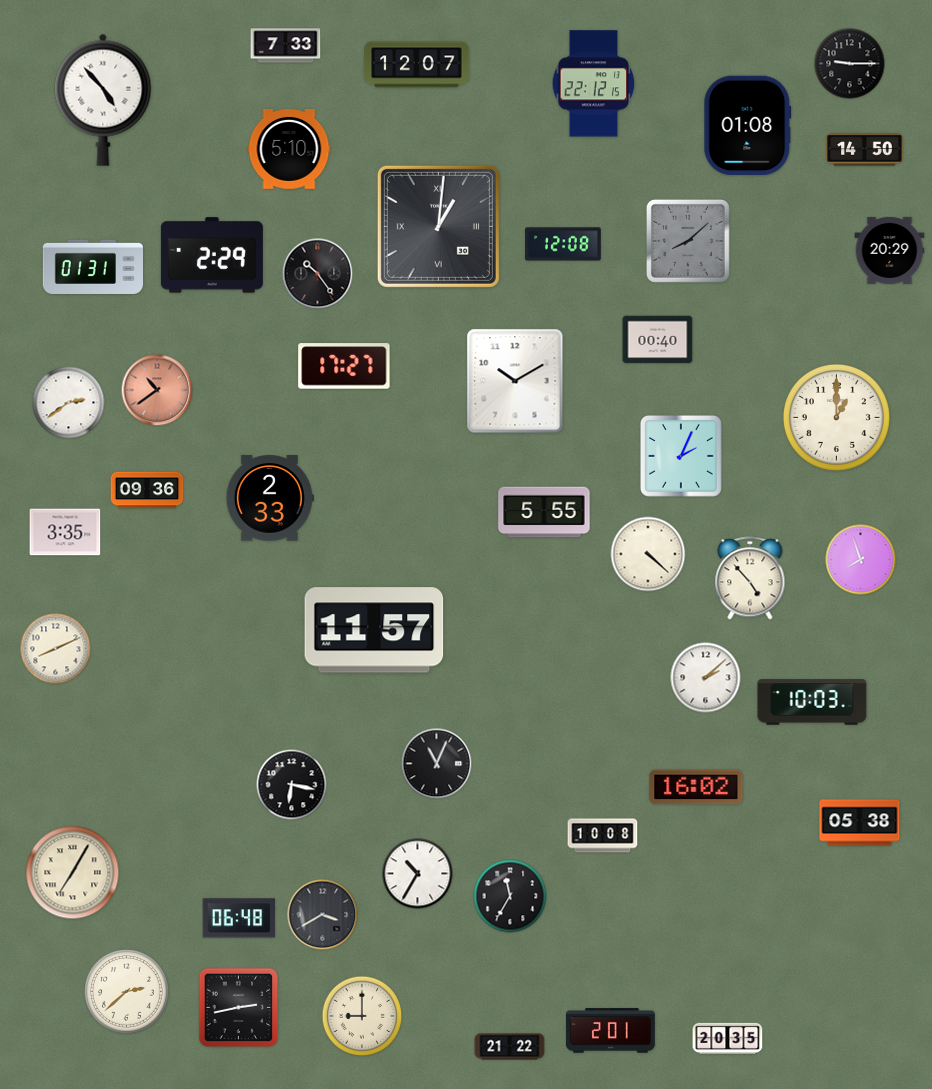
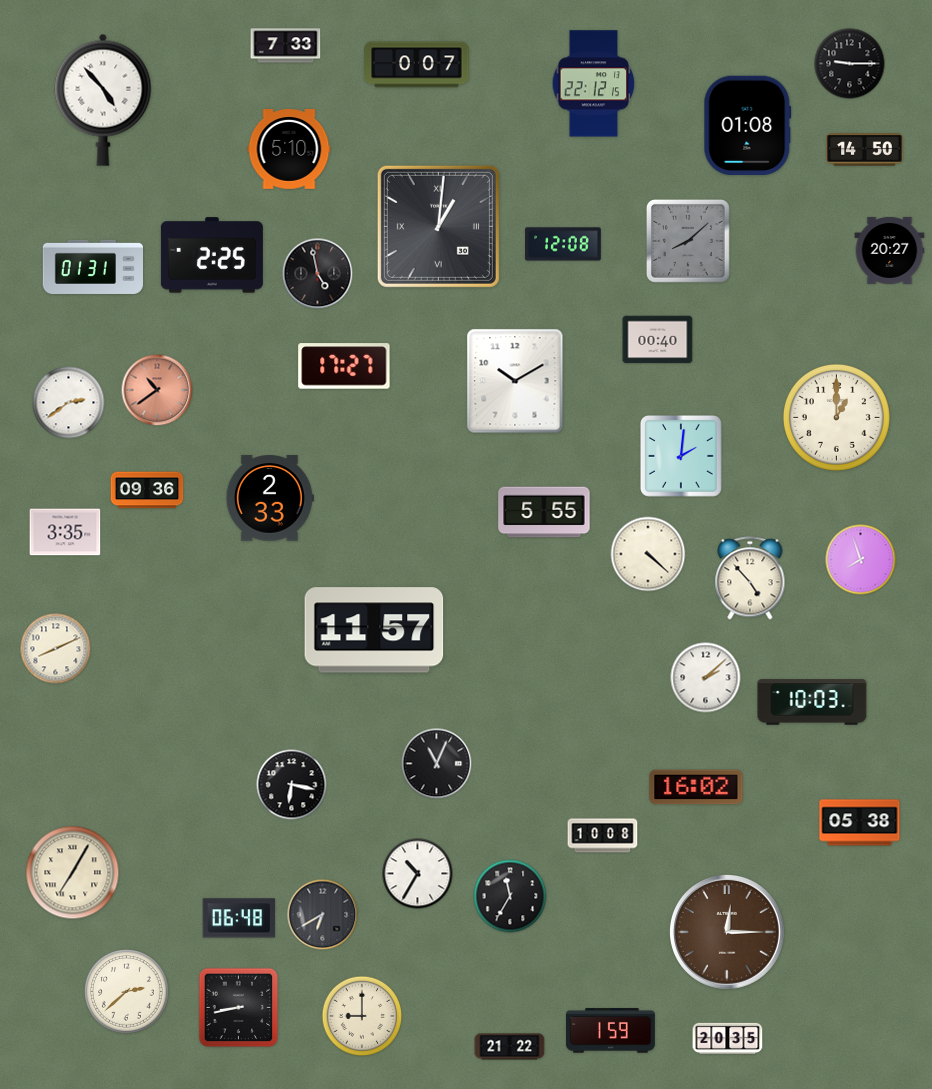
clock at (417, 65): 12:07 -> 0:07
clock at (890, 250): 20:29 -> 20:27
clock at (212, 255): 2:29 -> 2:25
clock at (318, 274): 10:24 -> 4:58
clock at (682, 457): 2:04 -> 2:01
clock at (323, 915): 3:40 -> 6:40
clock at (727, 932): none -> 12:15
clock at (239, 1008): 2:43 -> 8:43
clock at (610, 1031): 2:01 -> 1:59
